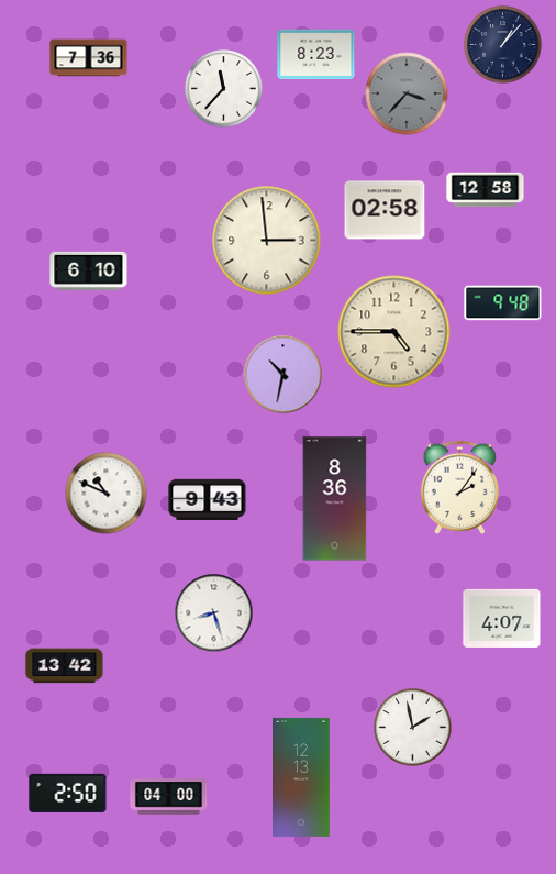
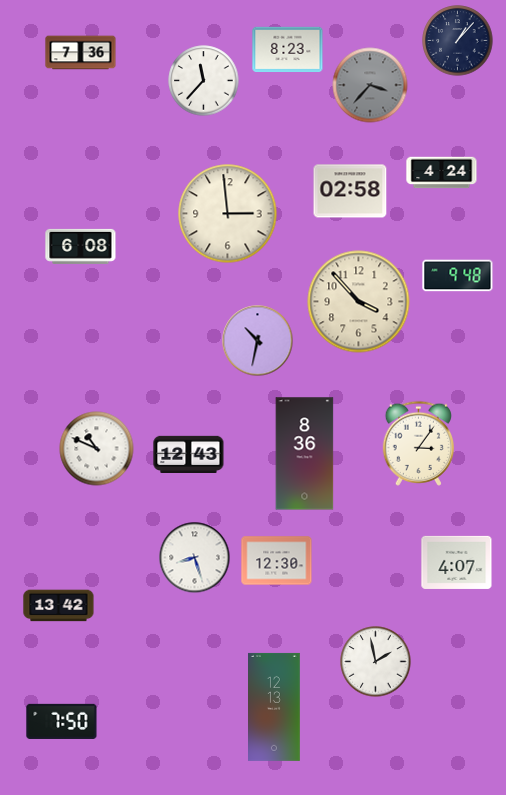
clock at (486, 190): 12:58 -> 4:24
clock at (267, 241) position: (267, 241) -> (228, 214)
clock at (89, 270): 6:10 -> 6:08
clock at (394, 332): 4:45 -> 3:53
clock at (459, 487): 2:06 -> 3:06
clock at (208, 499): 9:43 -> 12:43
clock at (277, 561): none -> 12:30
clock at (68, 793): 2:50 -> 7:50
clock at (169, 797): 04:00 -> none
